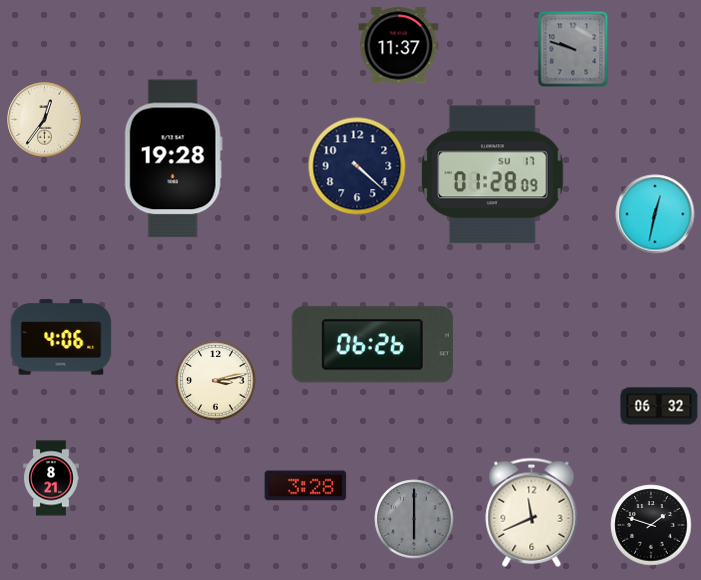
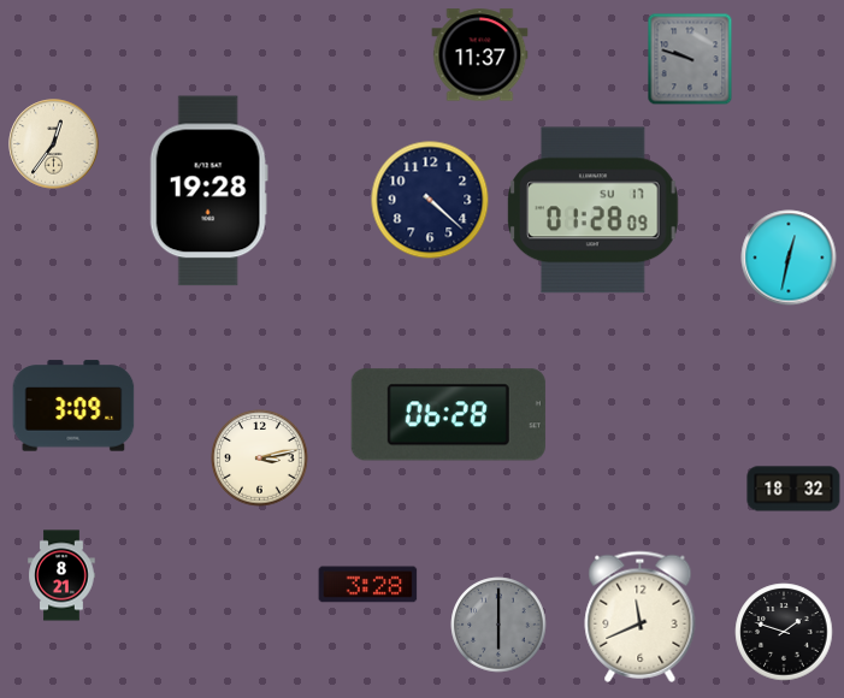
clock at (61, 337): 4:06 -> 3:09
clock at (372, 345): 06:26 -> 06:28
clock at (659, 406): 06:32 -> 18:32
